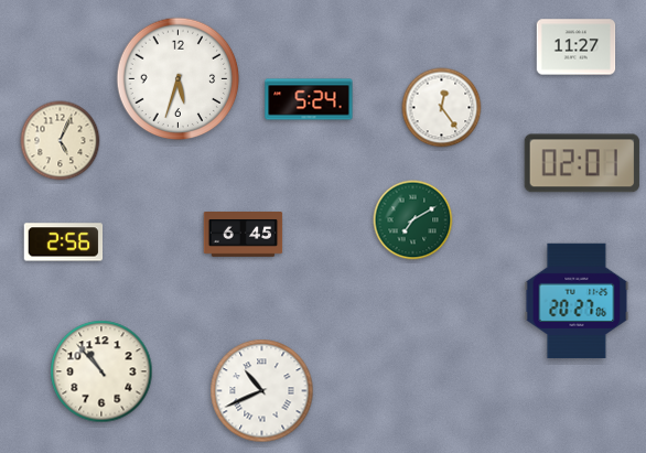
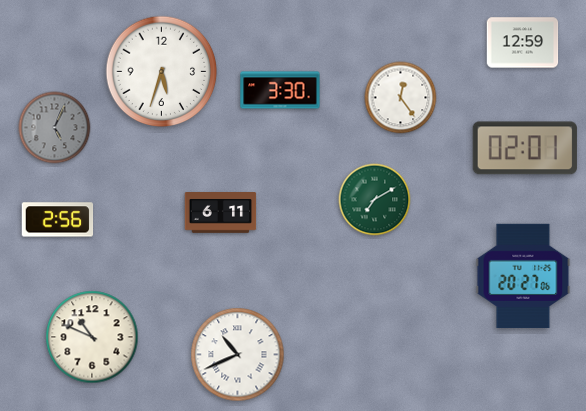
clock at (577, 47): 11:27 -> 12:59
clock at (309, 99): 5:24 -> 3:30
clock at (61, 141) dial: cream -> grey
clock at (582, 163) position: (582, 163) -> (525, 148)
clock at (244, 235): 6:45 -> 6:11
clock at (577, 300) position: (577, 300) -> (523, 275)
clock at (101, 371): 10:53 -> 10:49
